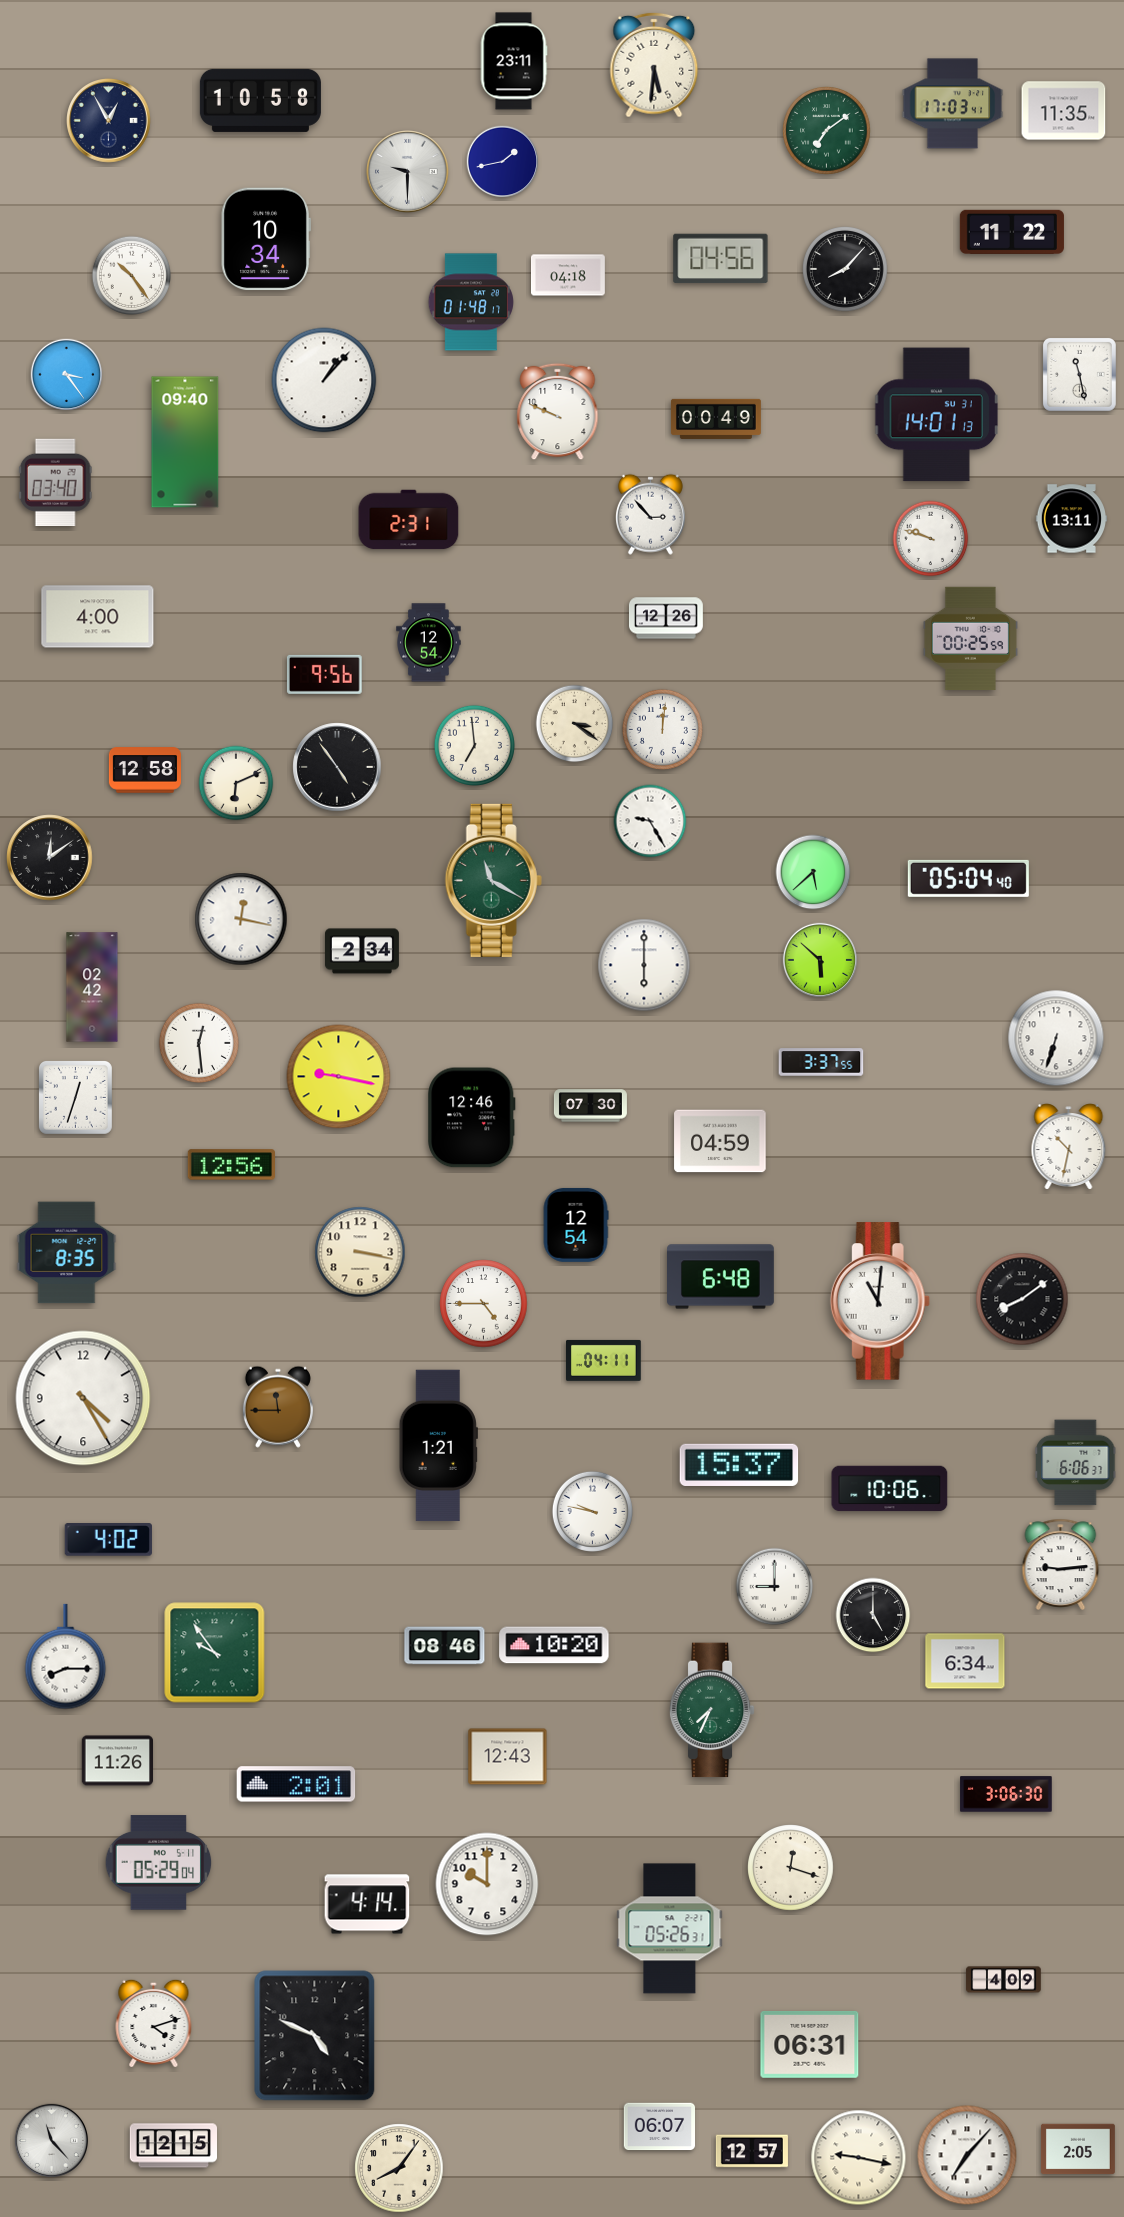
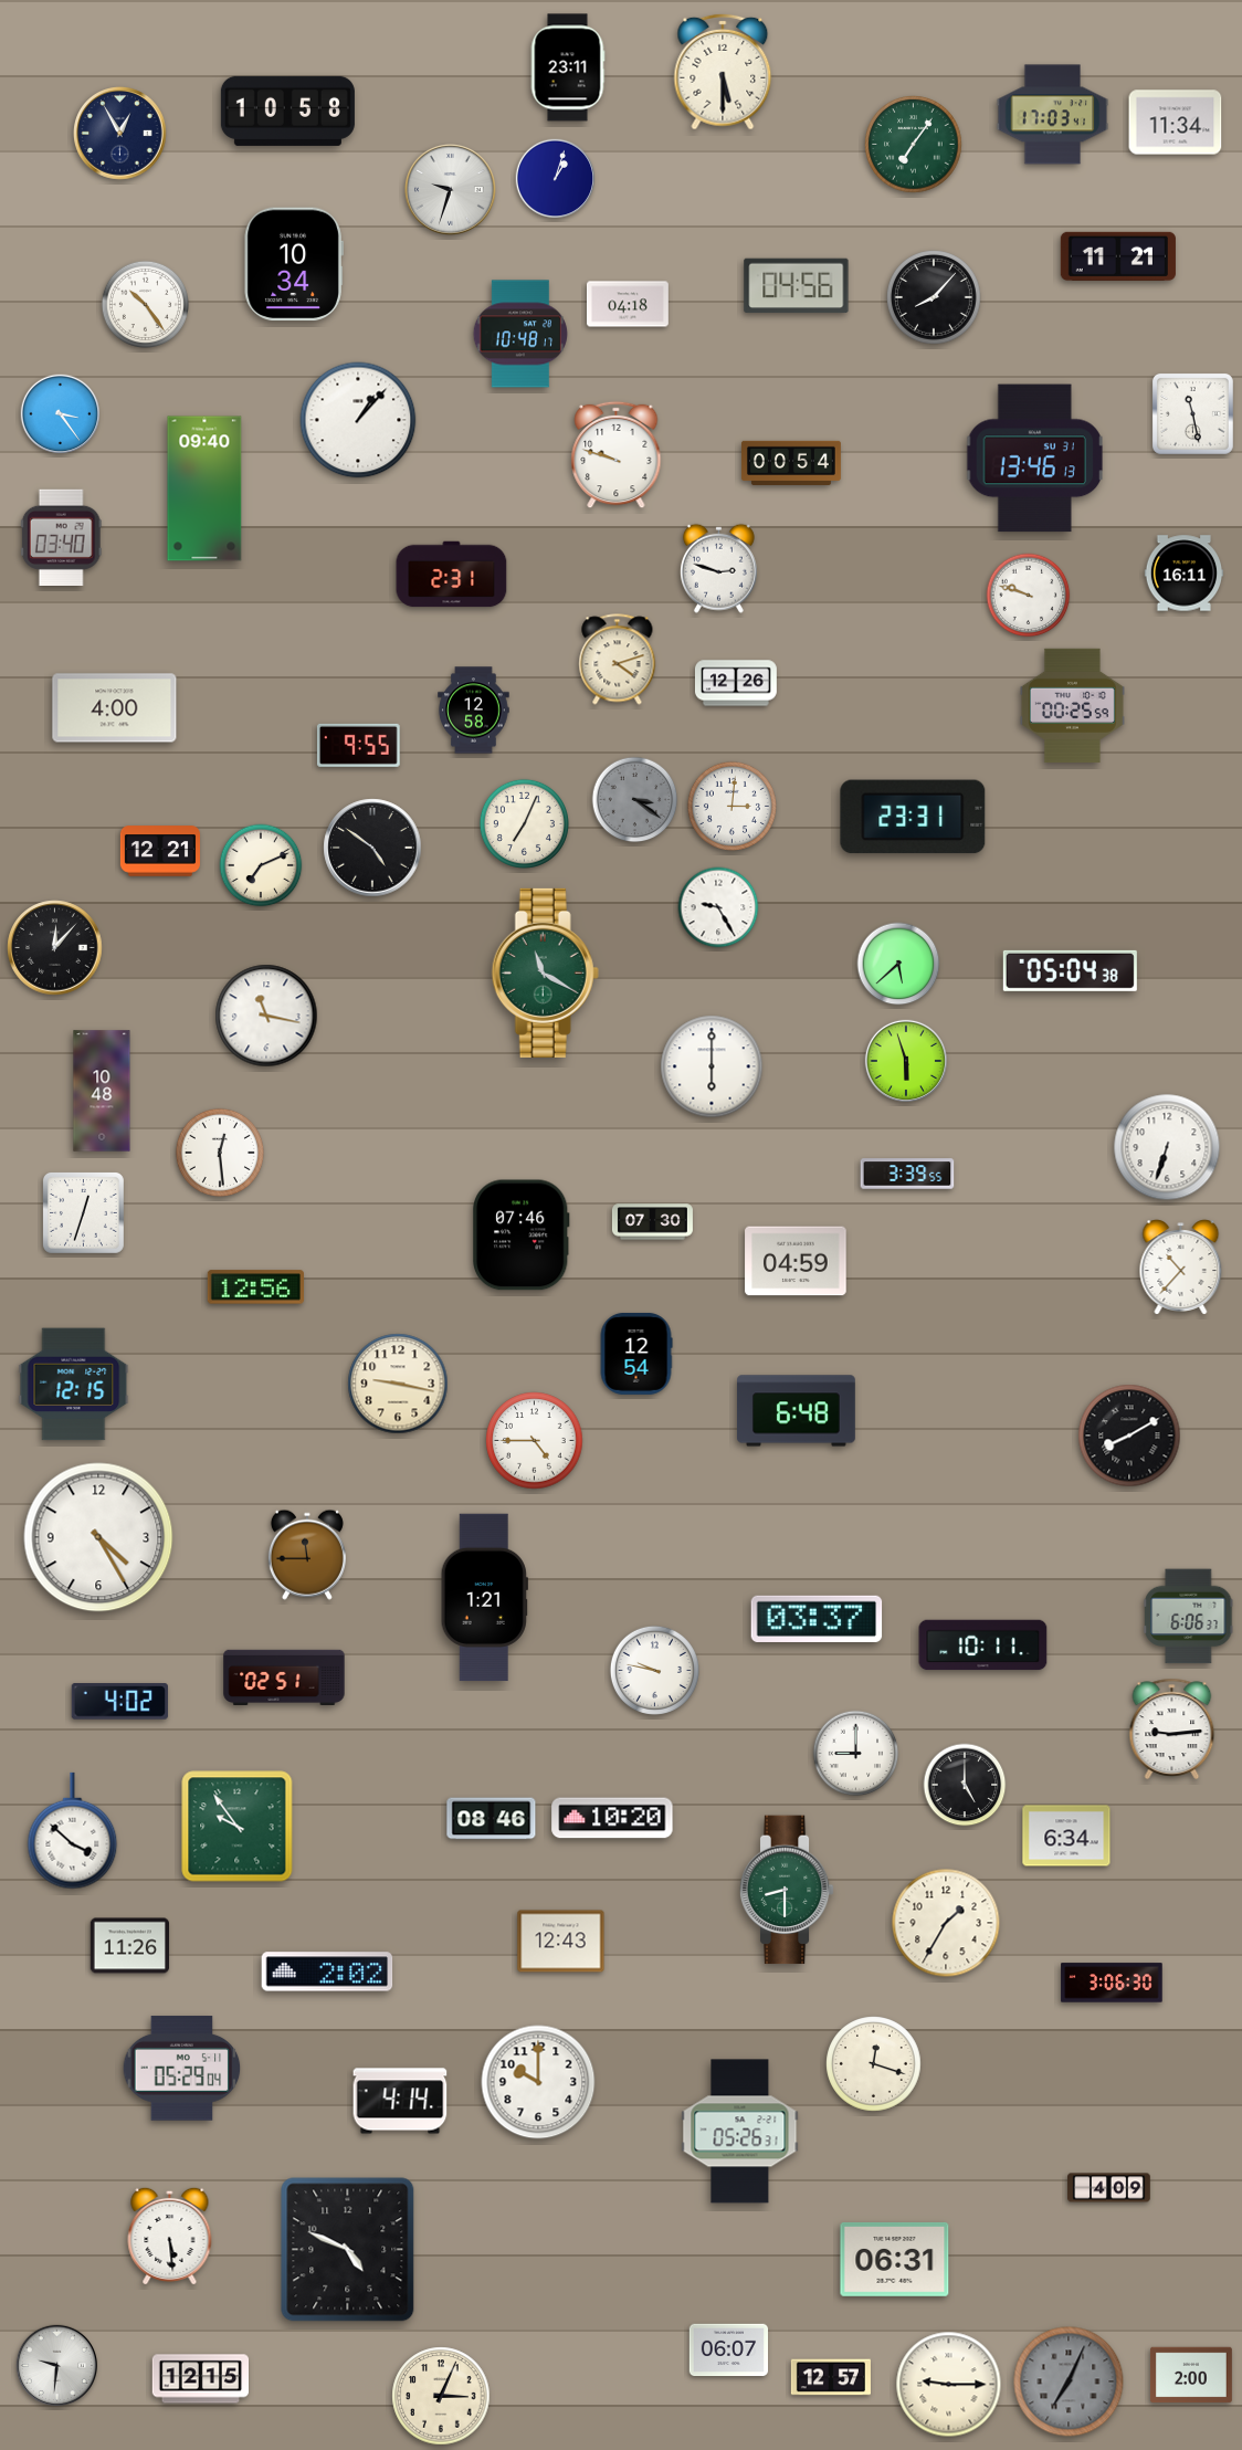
clock at (654, 65): 5:31 -> 5:30
clock at (1064, 111): 11:35 -> 11:34
clock at (827, 131): 7:09 -> 7:06
clock at (503, 162): 1:43 -> 1:03
clock at (408, 172): 9:30 -> 9:33
clock at (1012, 232): 11:22 -> 11:21
clock at (470, 302): 01:48 -> 10:48
clock at (67, 375) position: (67, 375) -> (61, 414)
clock at (558, 412): 9:49 -> 9:48
clock at (936, 415): 14:01 -> 13:46
clock at (716, 418): 00:49 -> 00:54
clock at (55, 482) position: (55, 482) -> (61, 537)
clock at (650, 514): 2:53 -> 2:48
clock at (1072, 519): 13:11 -> 16:11
clock at (618, 660): none -> 4:12
clock at (98, 617) position: (98, 617) -> (115, 708)
clock at (429, 643): 12:54 -> 12:58
clock at (324, 674): 9:56 -> 9:55
clock at (575, 724) dial: cream -> grey
clock at (662, 729): 12:01 -> 3:01
clock at (913, 817): none -> 23:31
clock at (474, 745): 6:59 -> 7:04
clock at (337, 767): 4:54 -> 4:51
clock at (145, 770): 12:58 -> 12:21
clock at (236, 783): 6:11 -> 7:11
clock at (50, 858): 12:09 -> 12:07
clock at (968, 878): 05:04:40 -> 05:04:38
clock at (241, 919): 12:17 -> 11:17
clock at (363, 951): 2:34 -> none
clock at (820, 960): 5:52 -> 5:57
clock at (92, 987): 02:42 -> 10:48
clock at (821, 1062): 3:37 -> 3:39
clock at (339, 1077): 9:17 -> none
clock at (471, 1118): 12:46 -> 07:46
clock at (1069, 1147): 10:32 -> 10:37
clock at (360, 1252): 3:17 -> 9:17
clock at (67, 1253): 8:35 -> 12:15
clock at (1022, 1299): 8:09 -> 8:10
clock at (880, 1301): 11:01 -> none
clock at (604, 1360): 04:11 -> none
clock at (83, 1398) position: (83, 1398) -> (98, 1537)
clock at (739, 1465): 15:37 -> 03:37
clock at (890, 1489): 10:06 -> 10:11
clock at (284, 1678): none -> 02:51
clock at (66, 1657): 8:15 -> 3:52
clock at (712, 1710): 7:34 -> 8:30
clock at (946, 1923): none -> 1:35
clock at (296, 1784): 2:01 -> 2:02
clock at (159, 1863) position: (159, 1863) -> (182, 2069)
clock at (367, 1904) position: (367, 1904) -> (400, 2101)
clock at (154, 2023): 4:12 -> 5:29
clock at (51, 2140): 11:23 -> 9:31
clock at (173, 2146) position: (173, 2146) -> (200, 2379)
clock at (1078, 2149): 2:05 -> 2:00
clock at (967, 2155): 7:07 -> 7:04
clock at (967, 2155) dial: white -> grey
clock at (859, 2158): 9:17 -> 9:15
clock at (399, 2168): 8:06 -> 3:04
